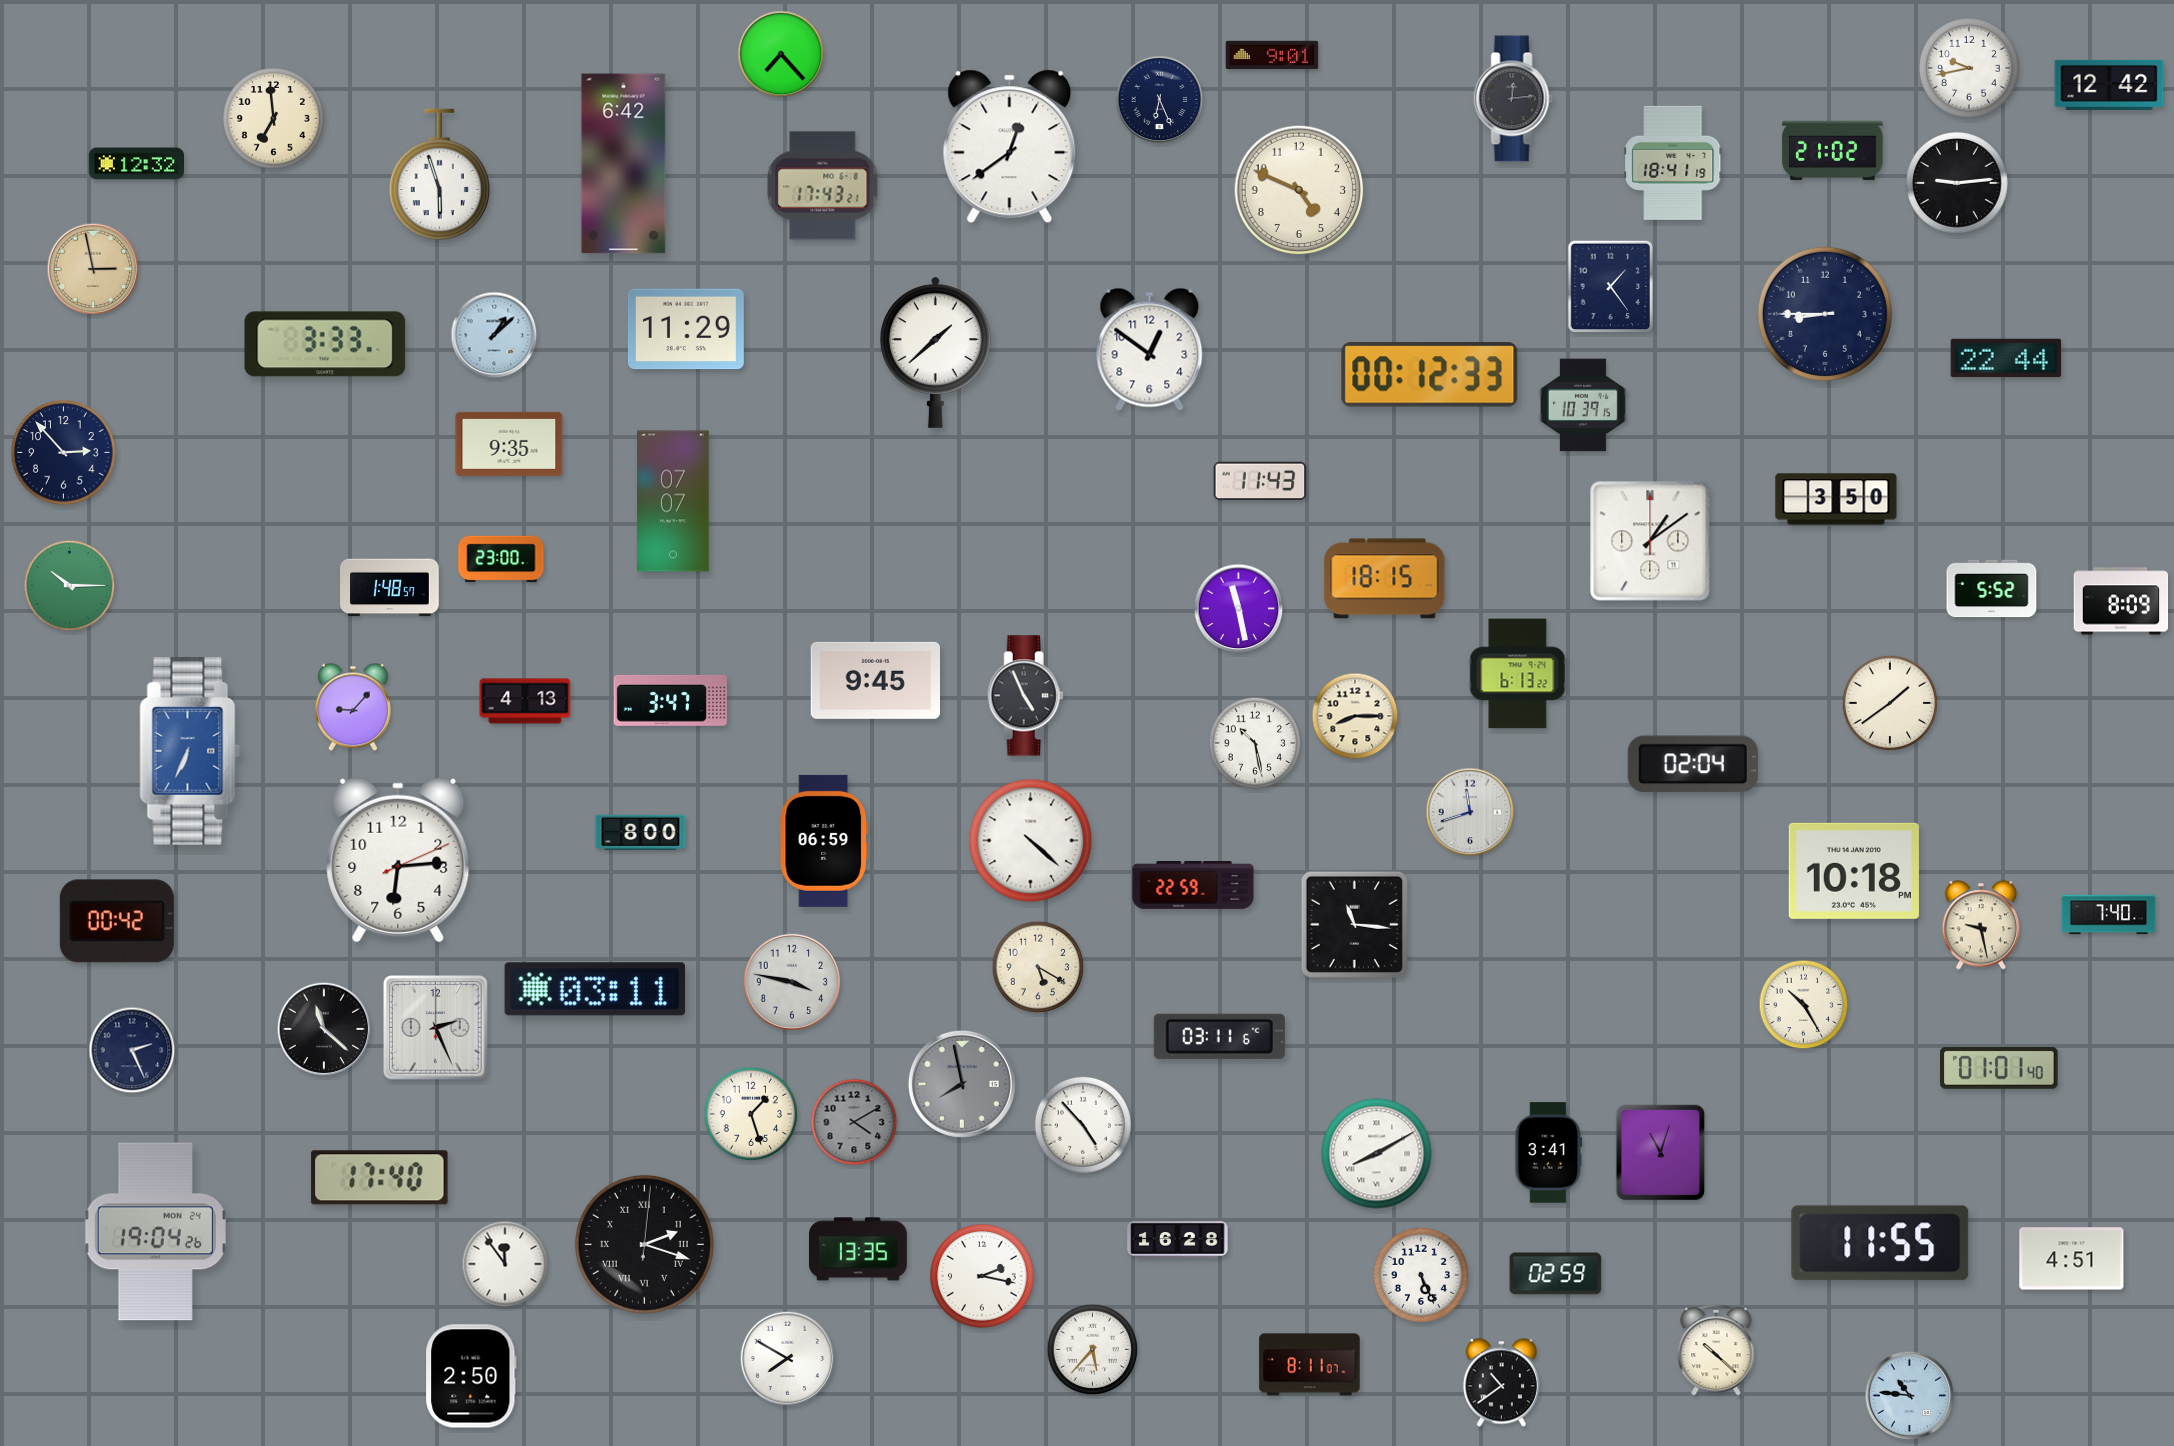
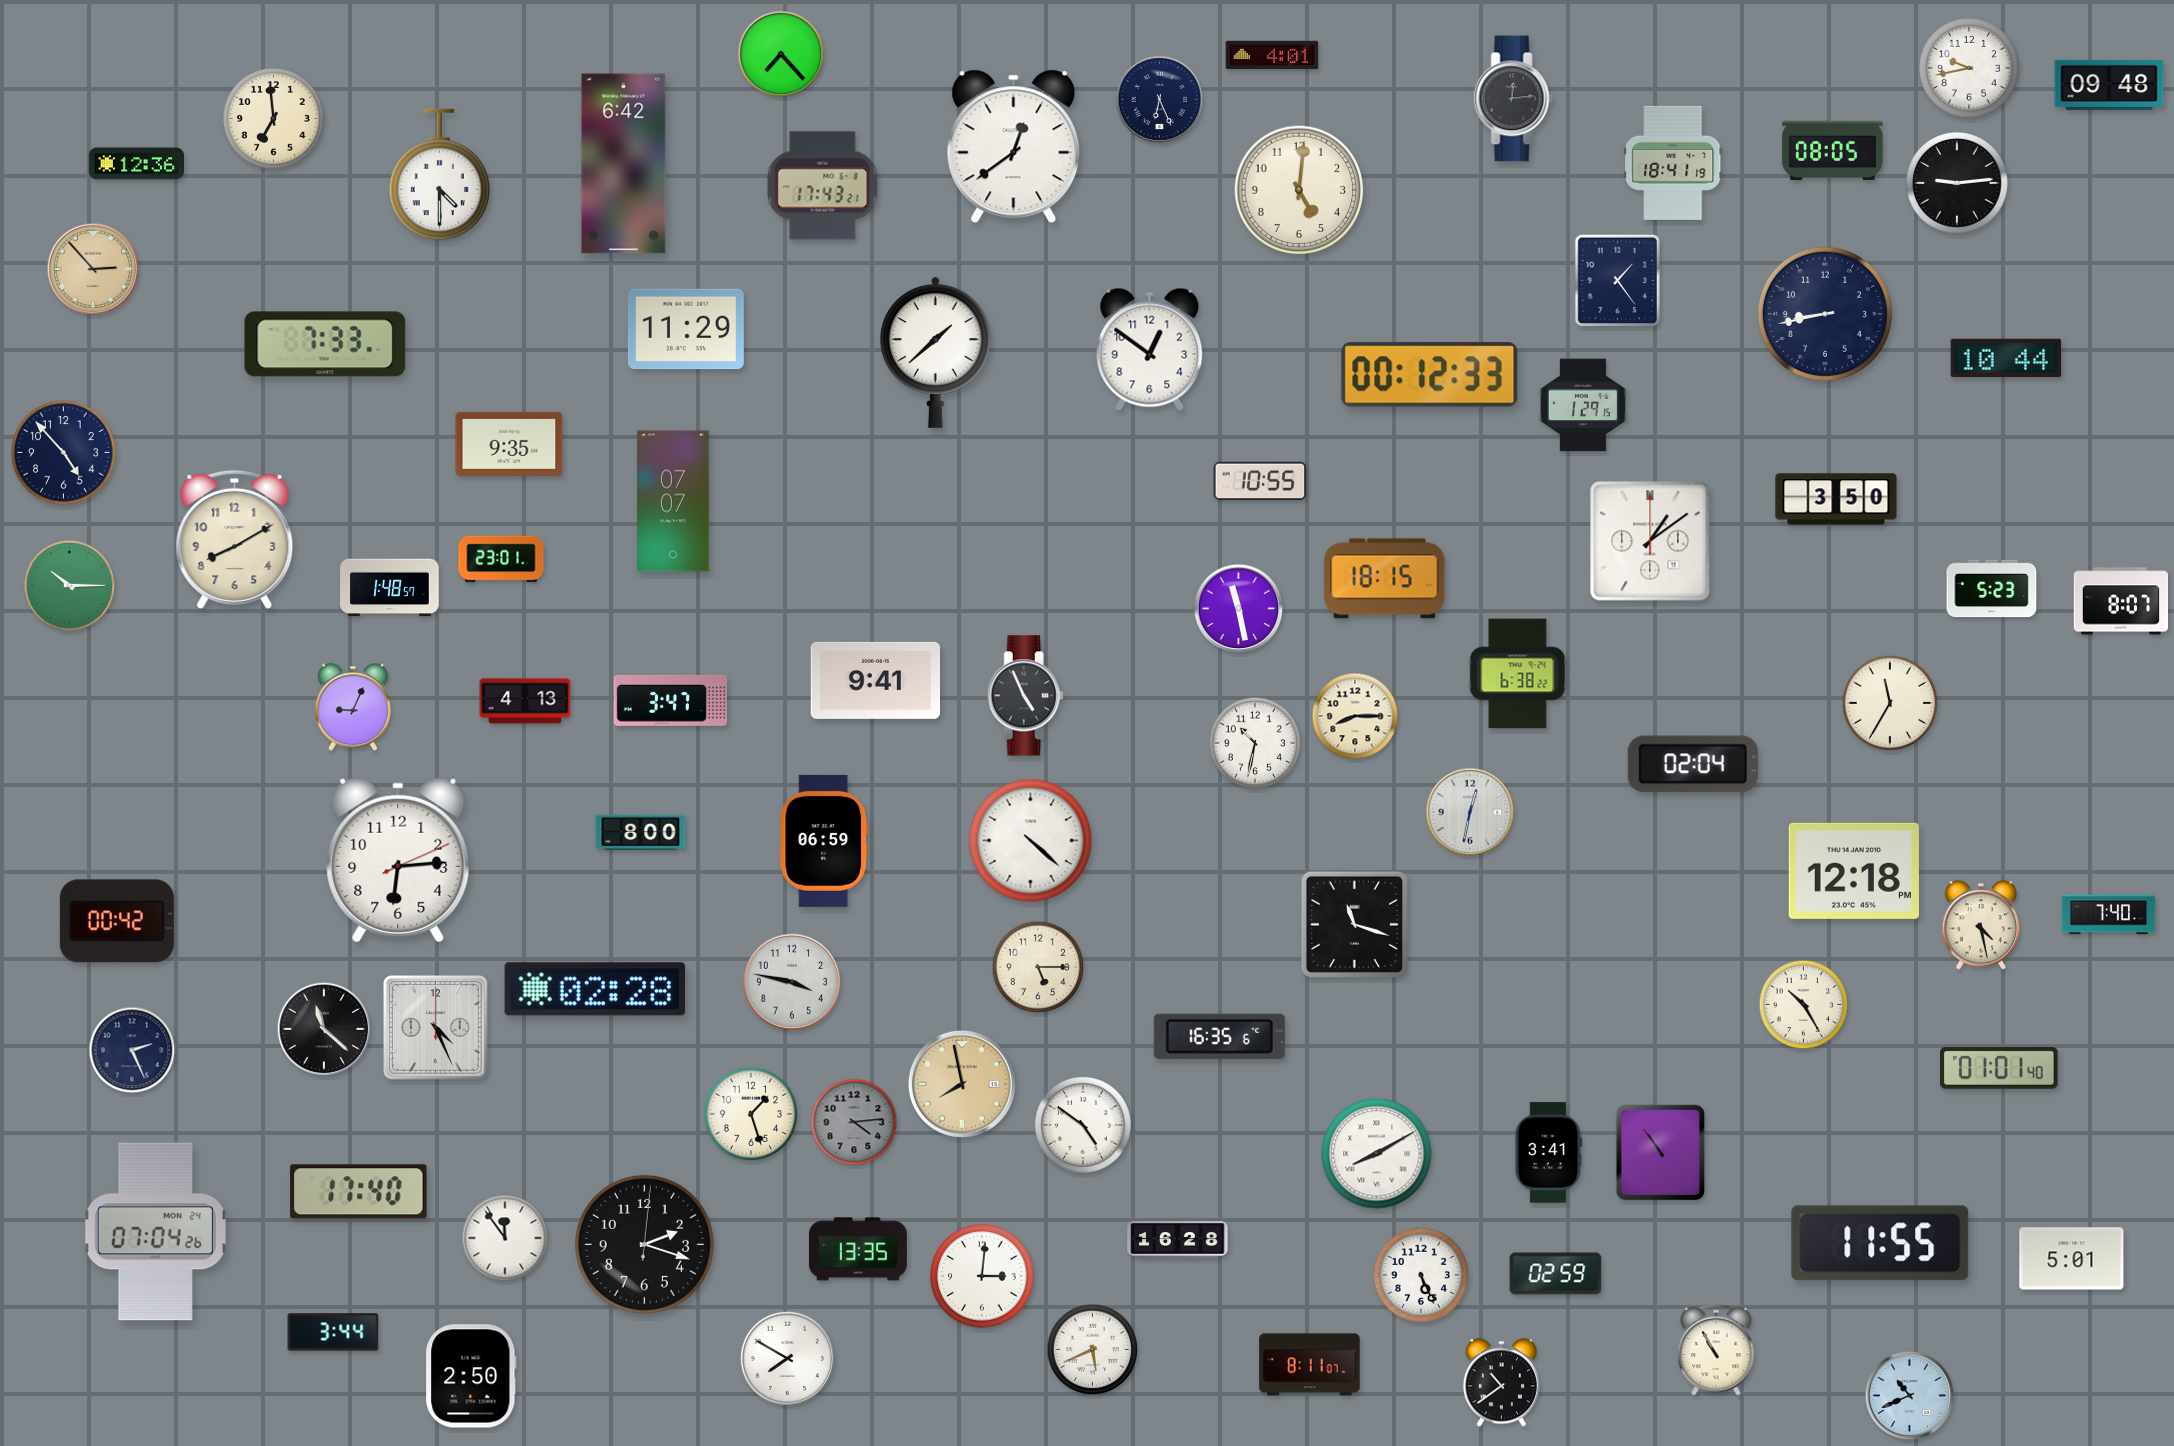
clock at (1272, 55): 9:01 -> 4:01
clock at (2109, 85): 12:42 -> 09:48
clock at (1010, 147) position: (1010, 147) -> (1014, 147)
clock at (1833, 151): 21:02 -> 08:05
clock at (136, 164): 12:32 -> 12:36
clock at (439, 175): 5:57 -> 4:30
clock at (1299, 190): 4:49 -> 5:01
clock at (93, 269): 2:58 -> 2:53
clock at (1610, 286) position: (1610, 286) -> (1617, 280)
clock at (1825, 314): 8:45 -> 8:43
clock at (494, 335): 1:08 -> none
clock at (325, 344): 3:33 -> 7:33
clock at (2006, 358): 22:44 -> 10:44
clock at (1583, 405): 10:39 -> 1:29
clock at (64, 453): 2:53 -> 4:53
clock at (1260, 481): 11:43 -> 10:55
clock at (235, 539): none -> 8:10
clock at (501, 559): 23:00 -> 23:01
clock at (1992, 589): 5:52 -> 5:23
clock at (2121, 601): 8:09 -> 8:07
clock at (1518, 674): 6:13 -> 6:38
clock at (875, 680): 9:45 -> 9:41
clock at (1890, 703): 1:39 -> 11:35
clock at (353, 707): 9:07 -> 9:04
clock at (1255, 743): 10:28 -> 10:32
clock at (190, 752): 6:34 -> none
clock at (1470, 812): 11:42 -> 12:32
clock at (1854, 871): 10:18 -> 12:18
clock at (1193, 886): 22:59 -> none
clock at (1354, 924): 11:16 -> 11:18
clock at (1981, 925): 9:28 -> 4:28
clock at (1038, 967): 5:20 -> 5:15
clock at (595, 989): 03:11 -> 02:28
clock at (436, 1028): 2:26 -> 4:26
clock at (1219, 1036): 03:11 -> 16:35
clock at (962, 1084) dial: grey -> champagne
clock at (854, 1122): 4:10 -> 4:14
clock at (1083, 1125): 4:53 -> 4:51
clock at (1661, 1153): 11:03 -> 10:54
clock at (380, 1178) position: (380, 1178) -> (359, 1192)
clock at (155, 1232): 19:04 -> 07:04
clock at (644, 1244) numerals: Roman -> Arabic
clock at (2072, 1259): 4:51 -> 5:01
clock at (505, 1264) position: (505, 1264) -> (505, 1238)
clock at (982, 1276): 2:17 -> 3:01
clock at (333, 1332): none -> 3:44
clock at (1093, 1350): 5:37 -> 5:41
clock at (1716, 1350): 10:22 -> 10:55
clock at (1910, 1396): 10:46 -> 10:41
